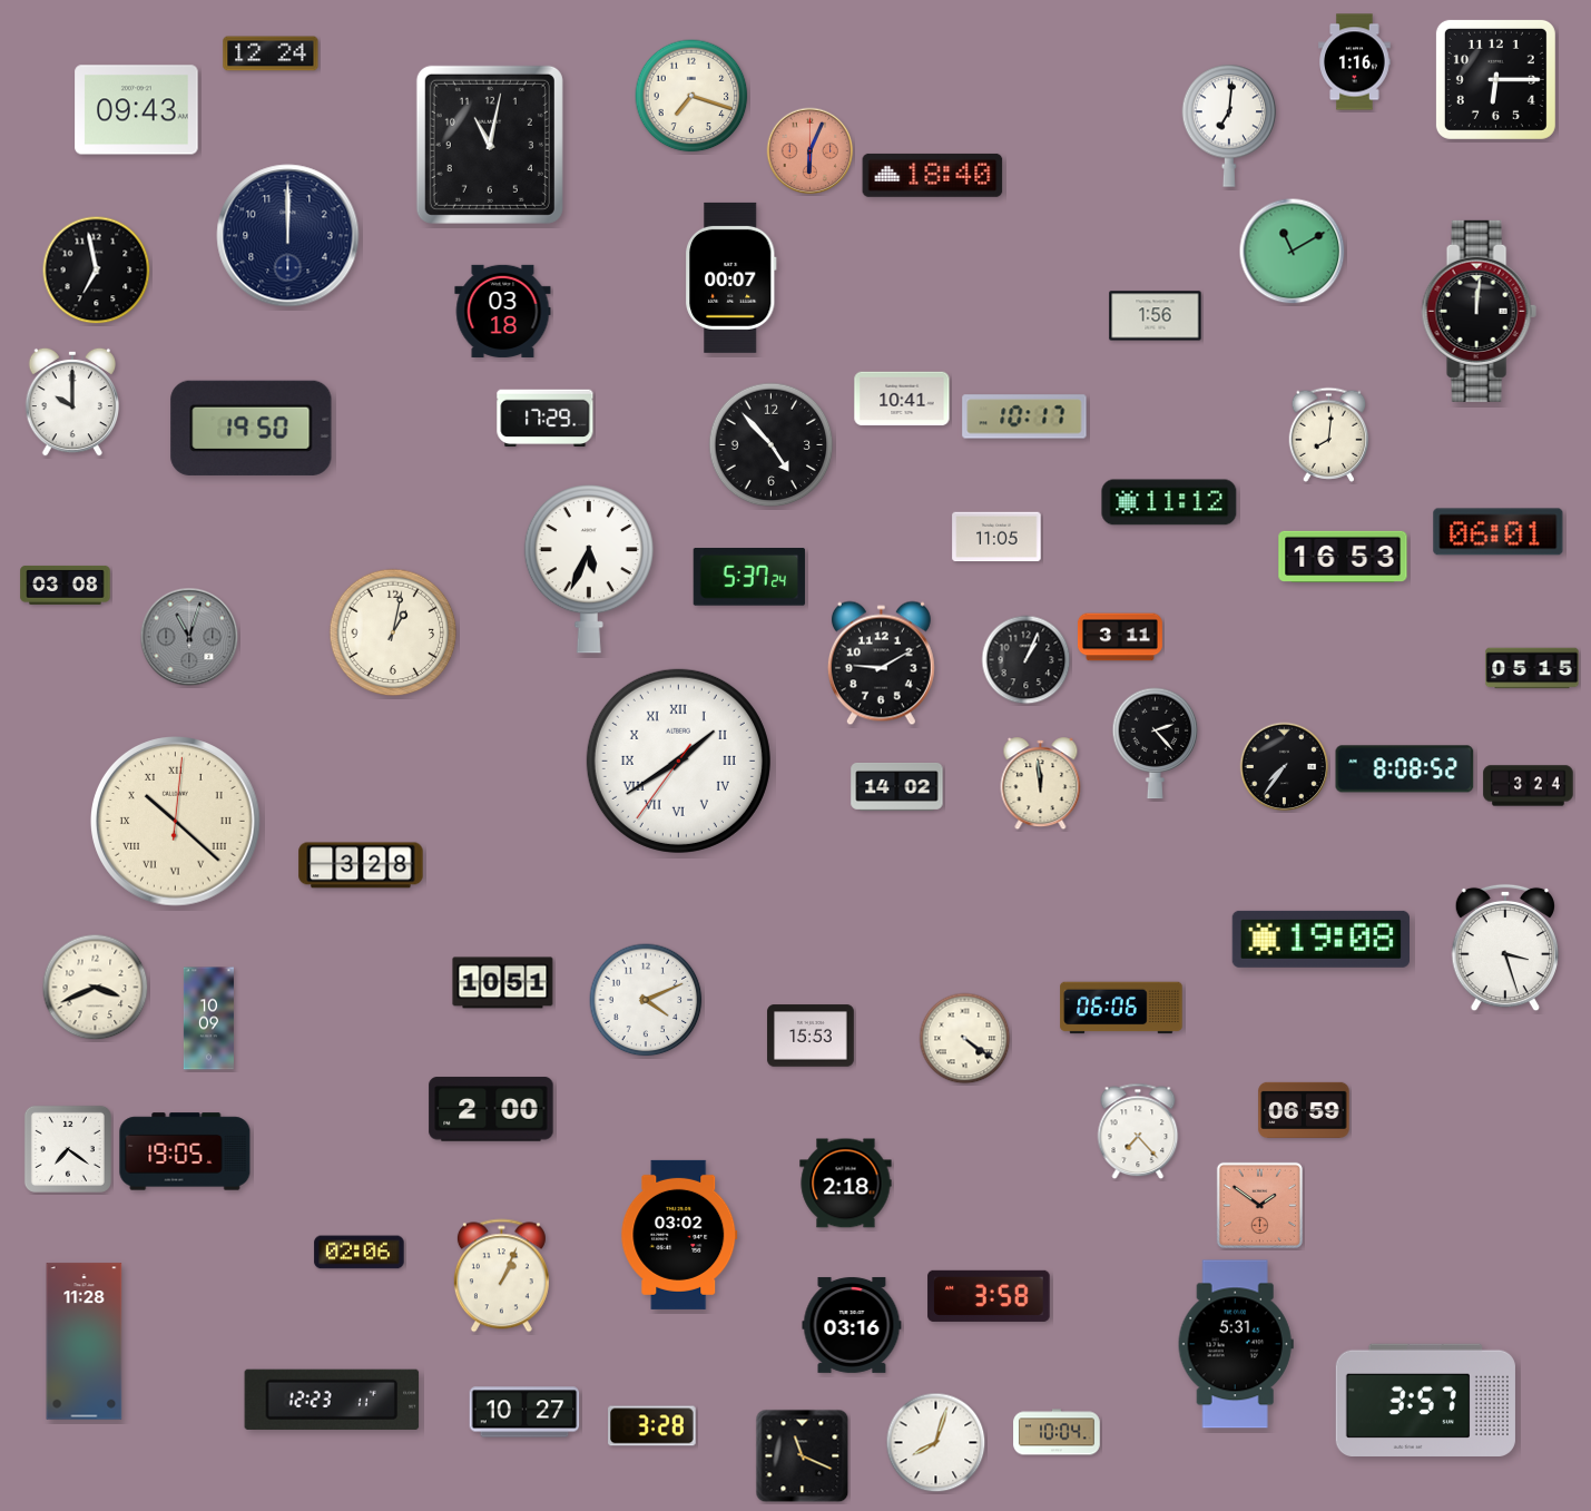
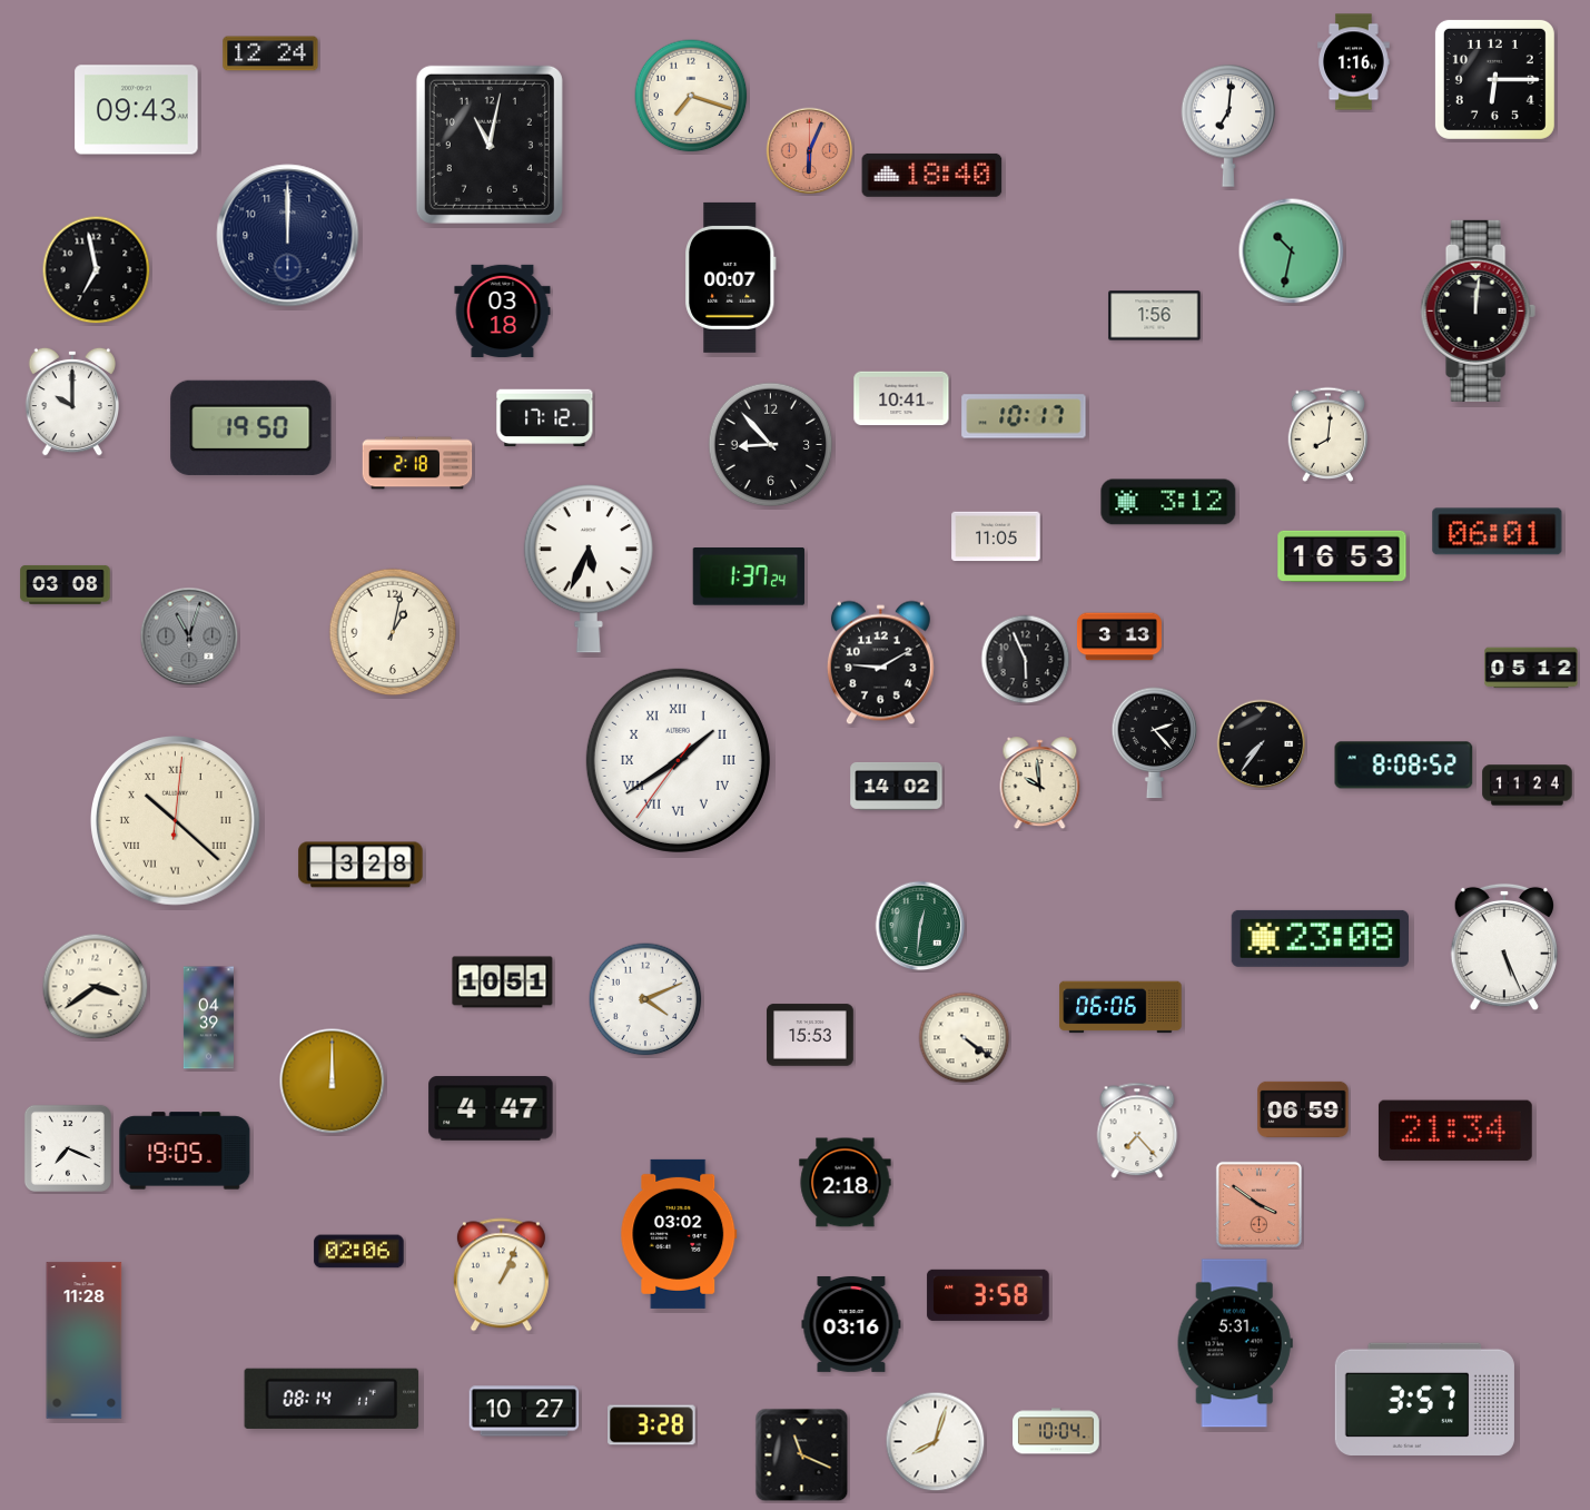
clock at (1293, 252): 11:10 -> 10:32
clock at (546, 419): 17:29 -> 17:12
clock at (772, 445): 4:53 -> 8:53
clock at (417, 463): none -> 2:18
clock at (1169, 502): 11:12 -> 3:12
clock at (749, 578): 5:37 -> 1:37
clock at (1120, 637): 3:11 -> 3:13
clock at (1027, 660): 1:04 -> 5:56
clock at (1532, 668): 05:15 -> 05:12
clock at (1285, 767) position: (1285, 767) -> (1262, 744)
clock at (1405, 769) position: (1405, 769) -> (1404, 766)
clock at (1041, 784): 11:59 -> 9:59
clock at (1529, 786): 3:24 -> 11:24
clock at (920, 926): none -> 12:31
clock at (1320, 939): 19:08 -> 23:08
clock at (1504, 948): 3:27 -> 5:26
clock at (96, 988): 3:41 -> 3:39
clock at (208, 1019): 10:09 -> 04:39
clock at (333, 1082): none -> 12:00
clock at (491, 1109): 2:00 -> 4:47
clock at (1455, 1131): none -> 21:34
clock at (68, 1149): 7:21 -> 7:19
clock at (1259, 1205): 1:51 -> 3:51
clock at (332, 1400): 12:23 -> 08:14
